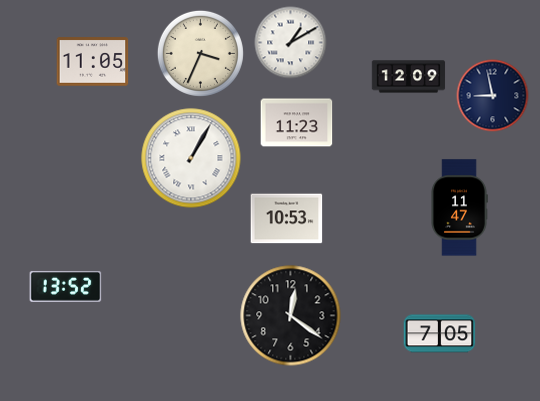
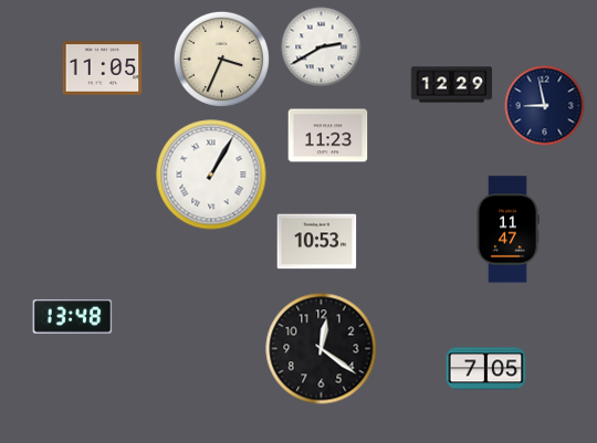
clock at (291, 43): 1:10 -> 2:40
clock at (409, 77): 12:09 -> 12:29
clock at (66, 286): 13:52 -> 13:48
